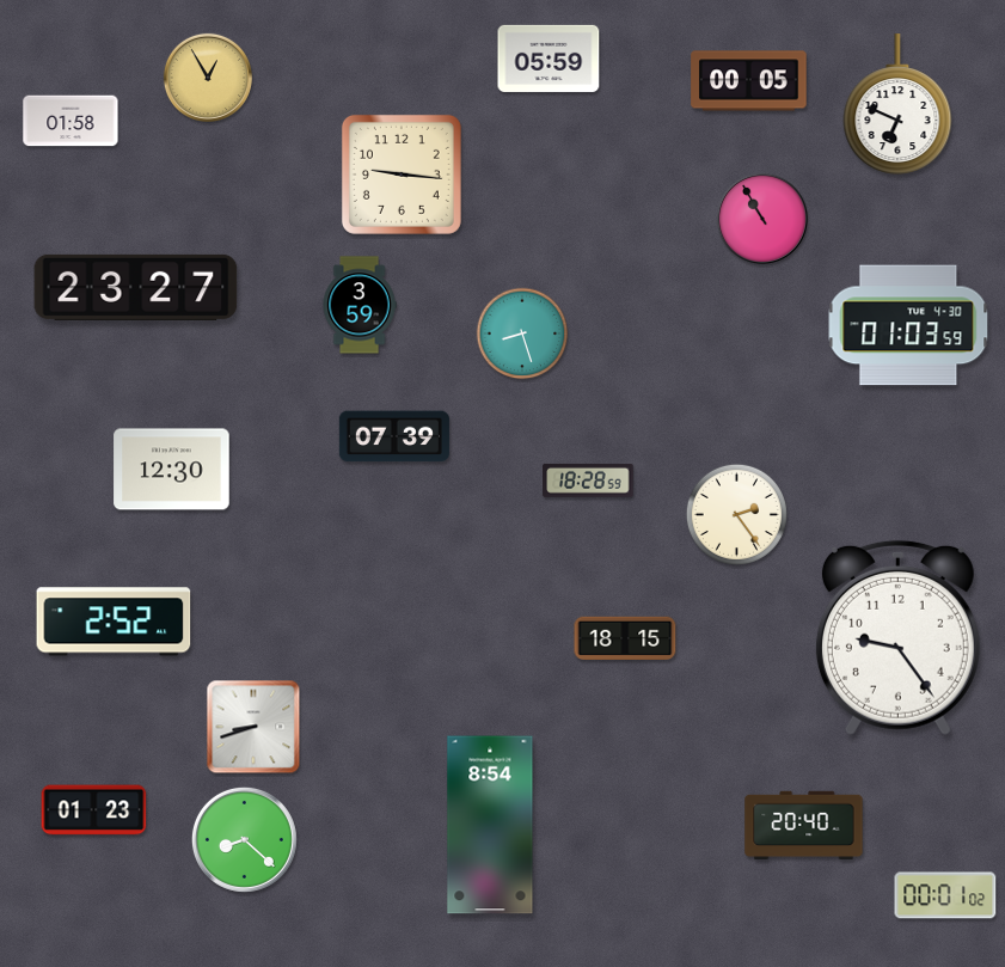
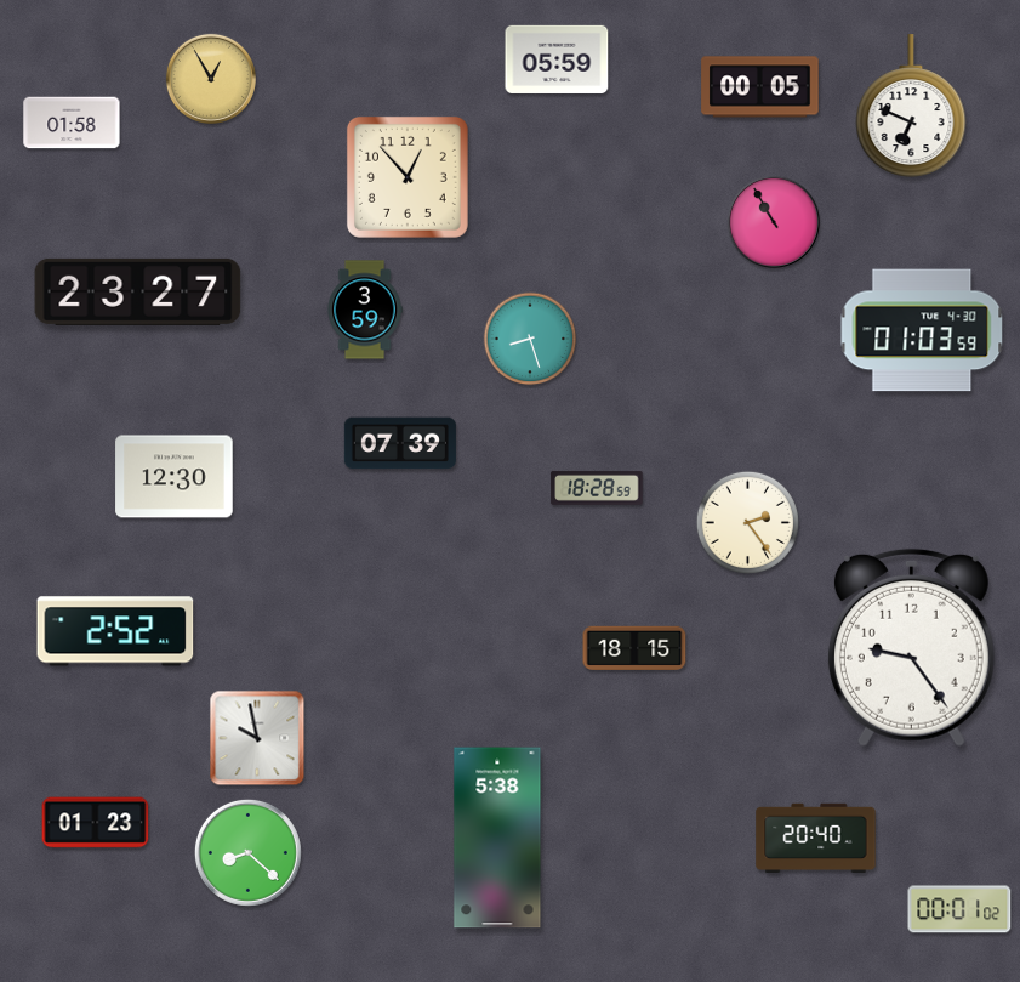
clock at (749, 81) position: (749, 81) -> (760, 87)
clock at (402, 175): 9:16 -> 12:53
clock at (253, 727): 8:42 -> 9:58
clock at (490, 825): 8:54 -> 5:38
